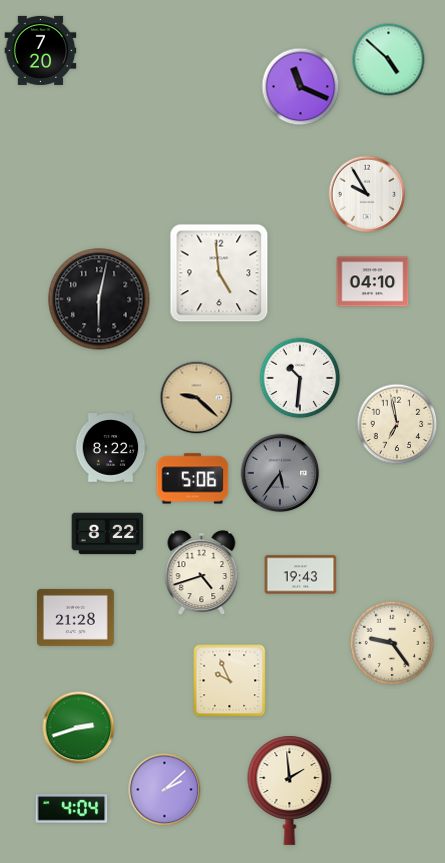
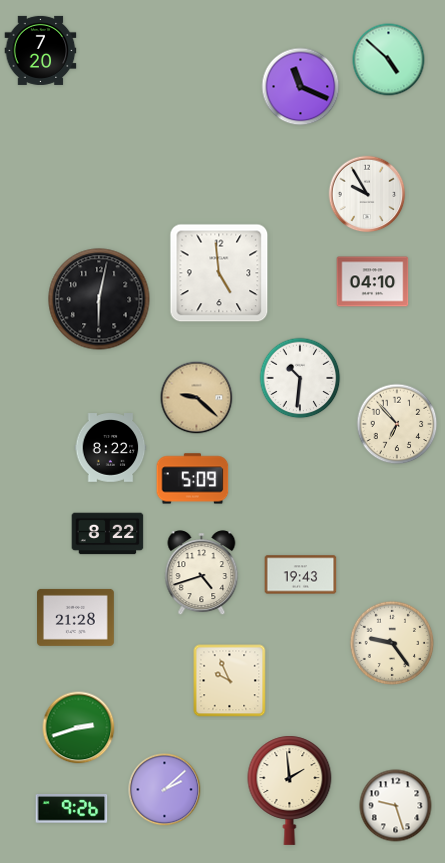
clock at (397, 424): 6:58 -> 6:53
clock at (280, 473): 5:36 -> none
clock at (193, 479): 5:06 -> 5:09
clock at (396, 806): none -> 9:27
clock at (72, 809): 4:04 -> 9:26
